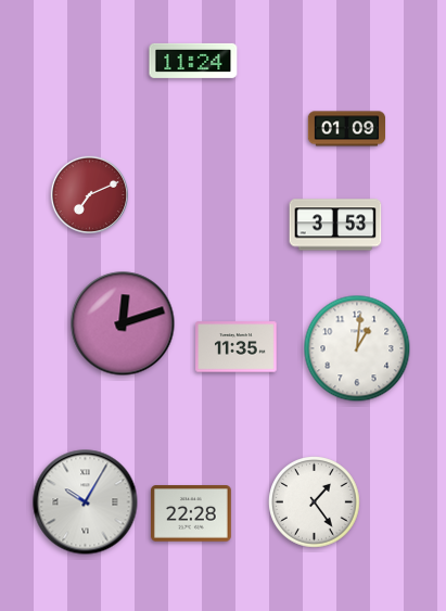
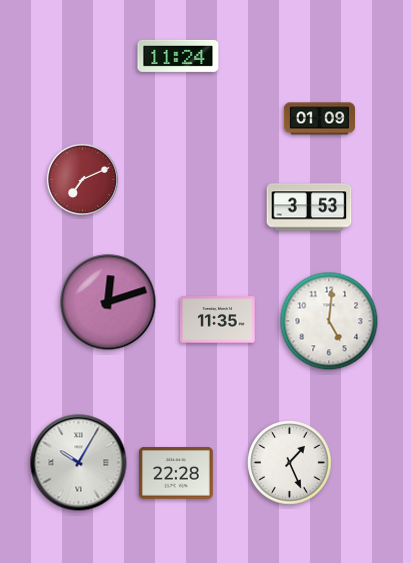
clock at (123, 323) position: (123, 323) -> (108, 302)
clock at (357, 348): 1:01 -> 5:01
clock at (315, 502): 1:24 -> 1:26
